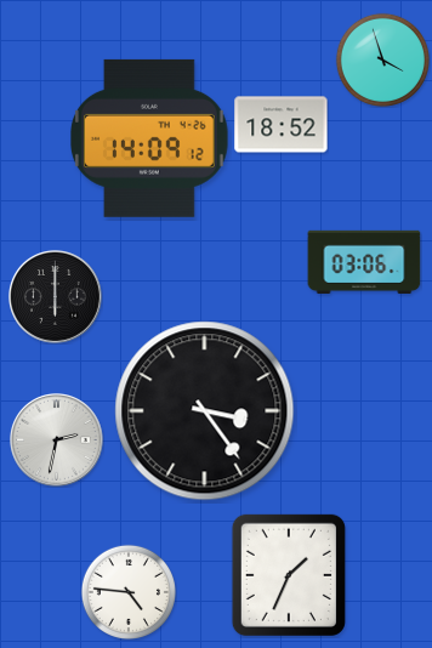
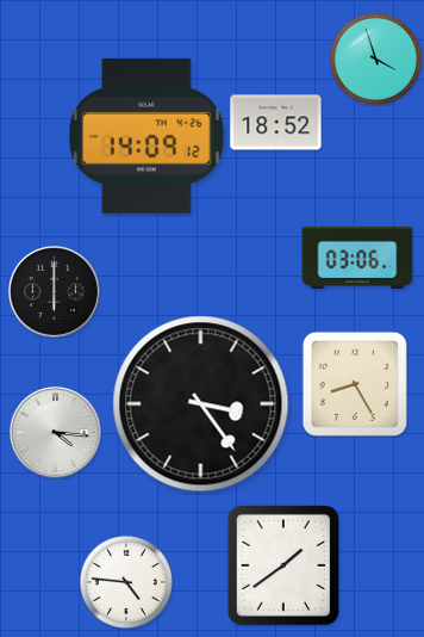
clock at (355, 384): none -> 8:25
clock at (57, 440): 2:32 -> 4:16
clock at (289, 575): 1:34 -> 1:39
